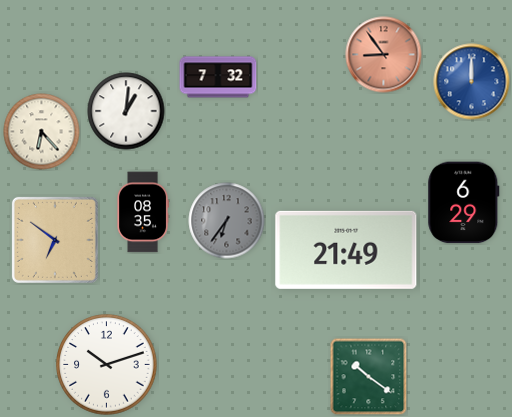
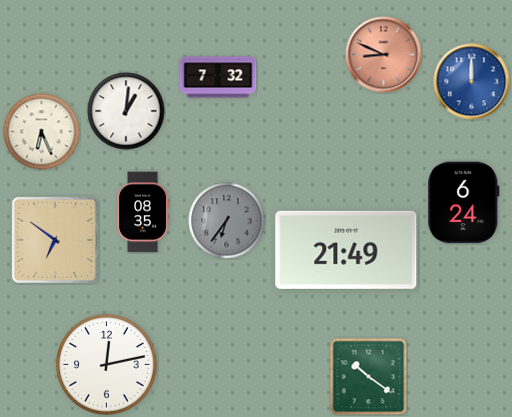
clock at (384, 55): 8:54 -> 8:49
clock at (42, 132): 6:23 -> 6:26
clock at (464, 203): 6:29 -> 6:24
clock at (107, 365): 10:12 -> 12:13
